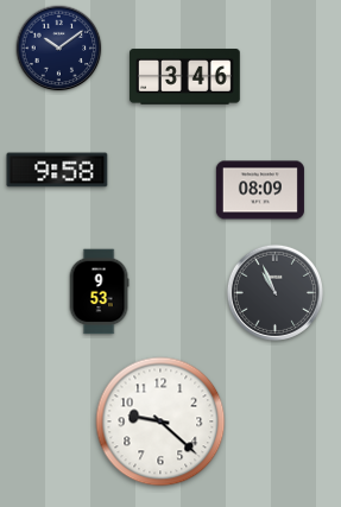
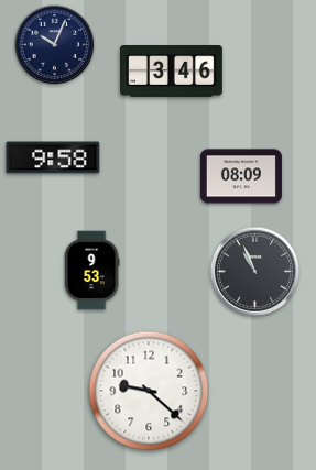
clock at (59, 49): 10:09 -> 10:04
